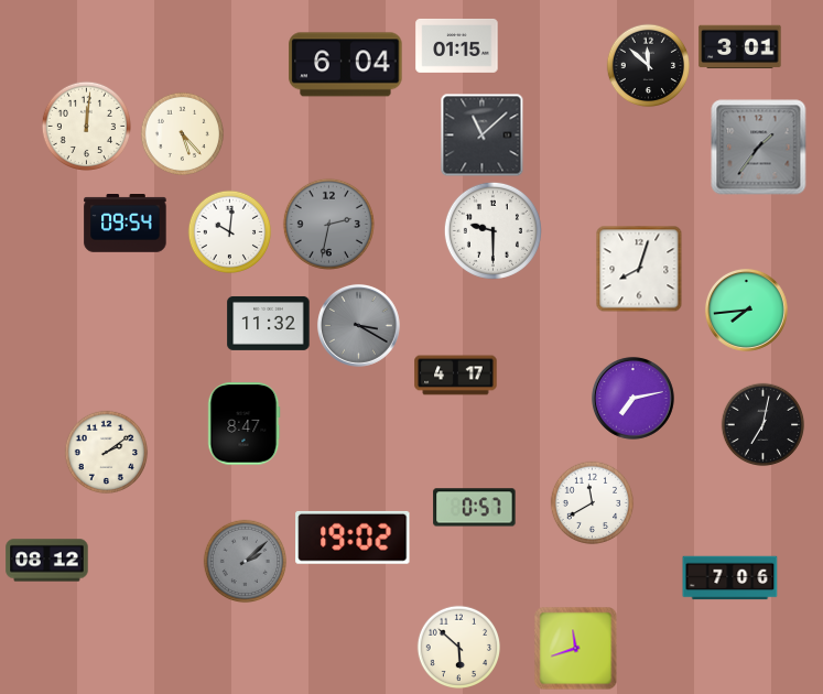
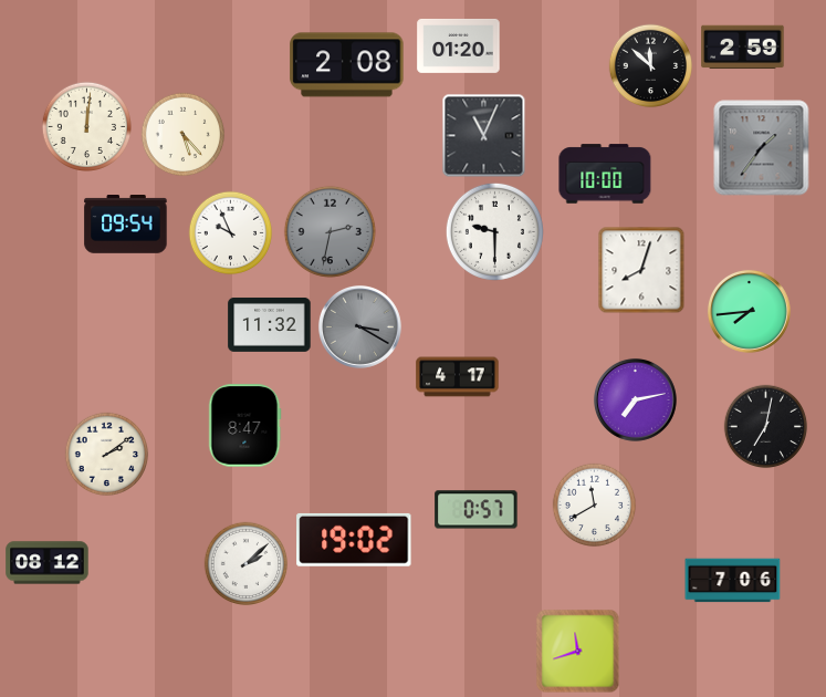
clock at (457, 45): 01:15 -> 01:20
clock at (740, 47): 3:01 -> 2:59
clock at (346, 65): 6:04 -> 2:08
clock at (483, 135): 11:08 -> 11:04
clock at (605, 174): none -> 10:00
clock at (328, 224) position: (328, 224) -> (330, 231)
clock at (230, 232): 10:01 -> 9:56
clock at (246, 562) dial: grey -> white
clock at (459, 648): 5:52 -> none
